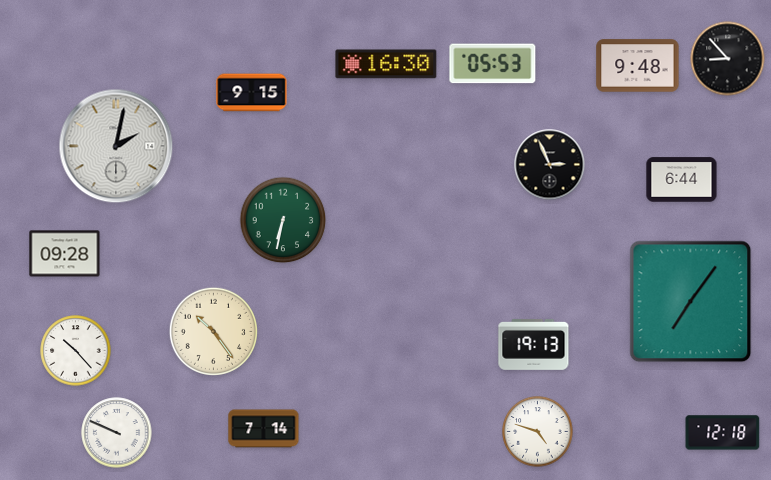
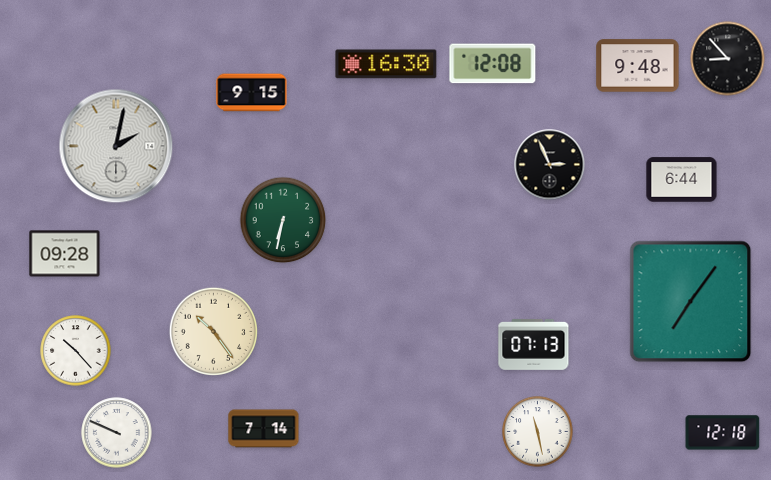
clock at (493, 64): 05:53 -> 12:08
clock at (534, 344): 19:13 -> 07:13
clock at (538, 432): 4:48 -> 11:28
